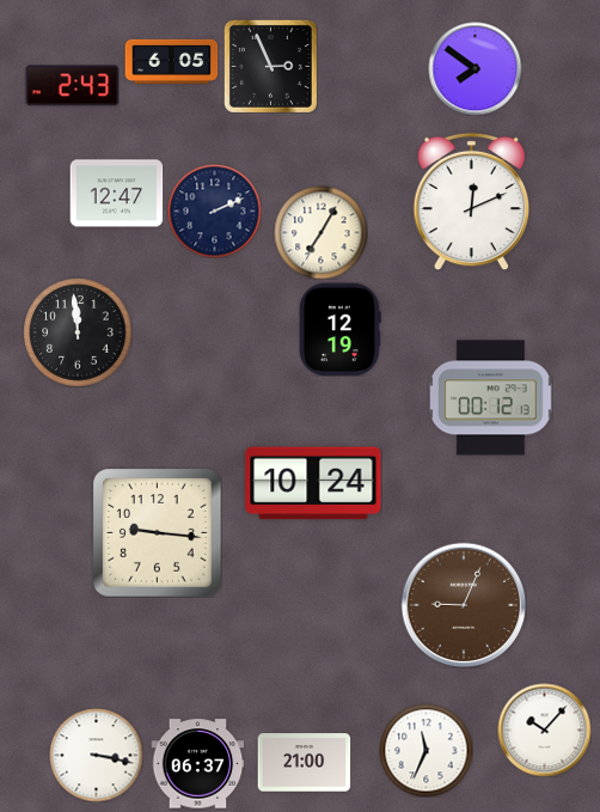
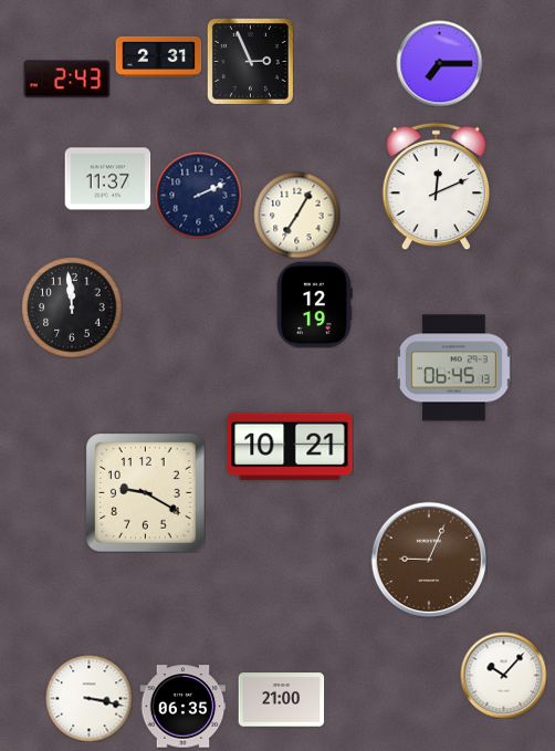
clock at (171, 61): 6:05 -> 2:31
clock at (475, 68): 7:51 -> 7:15
clock at (116, 194): 12:47 -> 11:37
clock at (491, 398): 00:12 -> 06:45
clock at (313, 483): 10:24 -> 10:21
clock at (158, 533): 9:16 -> 9:20
clock at (425, 750): 11:34 -> none
clock at (304, 763) position: (304, 763) -> (281, 700)
clock at (197, 764): 06:37 -> 06:35
